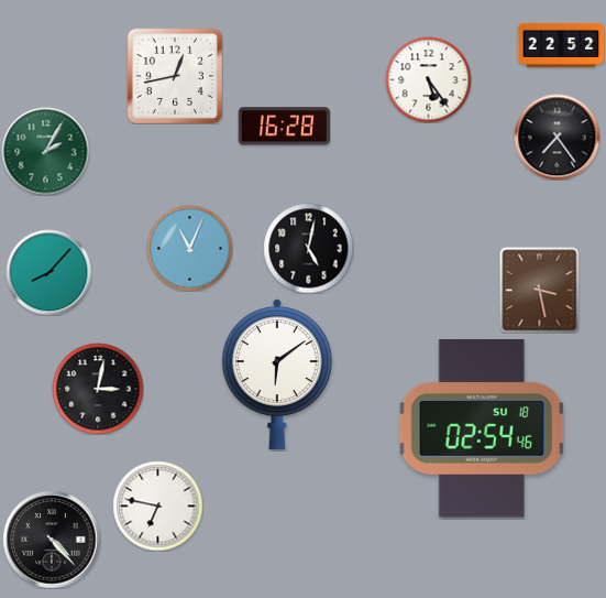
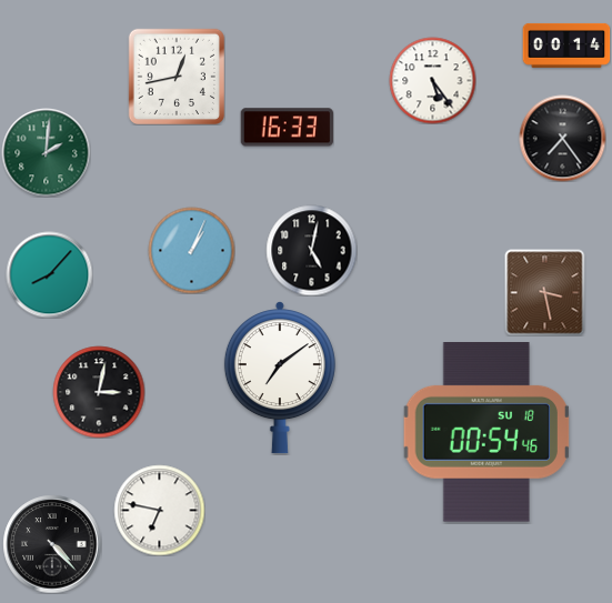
clock at (561, 45): 22:52 -> 00:14
clock at (284, 127): 16:28 -> 16:33
clock at (45, 151): 2:05 -> 2:01
clock at (189, 248): 11:04 -> 1:04
clock at (277, 376): 6:09 -> 7:09
clock at (481, 430): 02:54 -> 00:54
